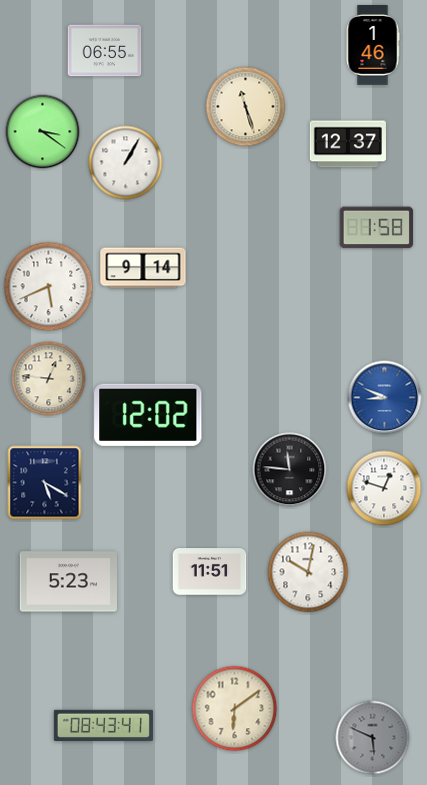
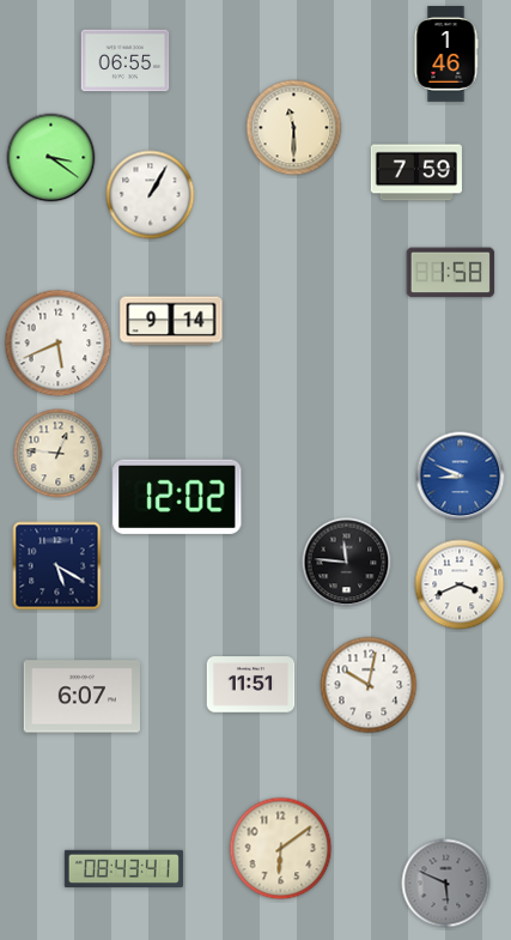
clock at (246, 107): 11:27 -> 11:30
clock at (348, 144): 12:37 -> 7:59
clock at (45, 483) position: (45, 483) -> (57, 566)
clock at (384, 488): 12:48 -> 3:41
clock at (68, 582): 5:23 -> 6:07
